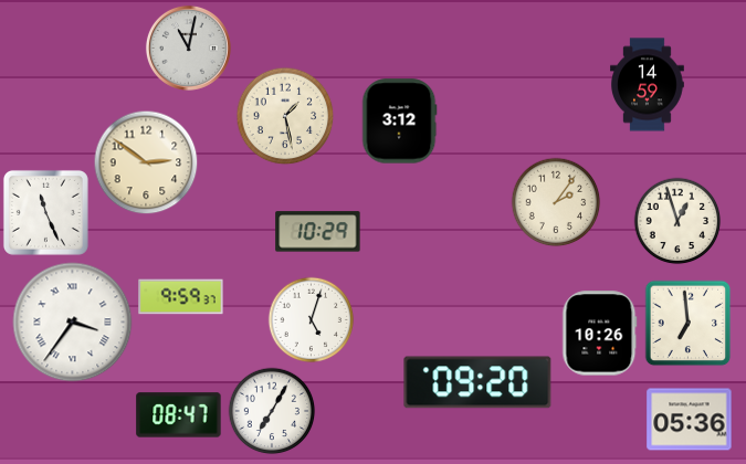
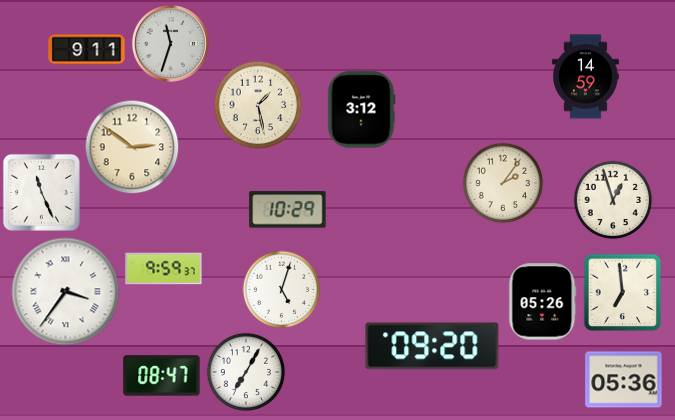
clock at (188, 48): 11:02 -> 11:33
clock at (87, 50): none -> 9:11
clock at (600, 334): 10:26 -> 05:26
